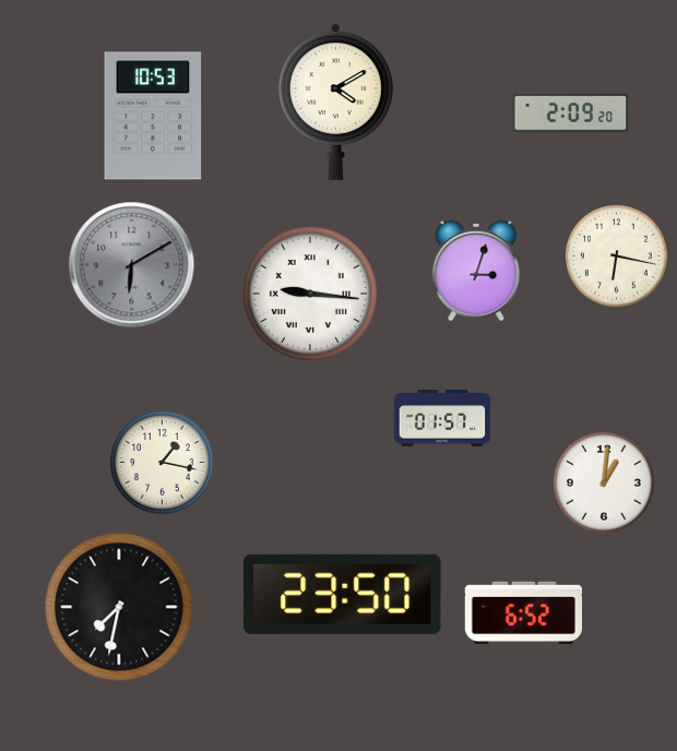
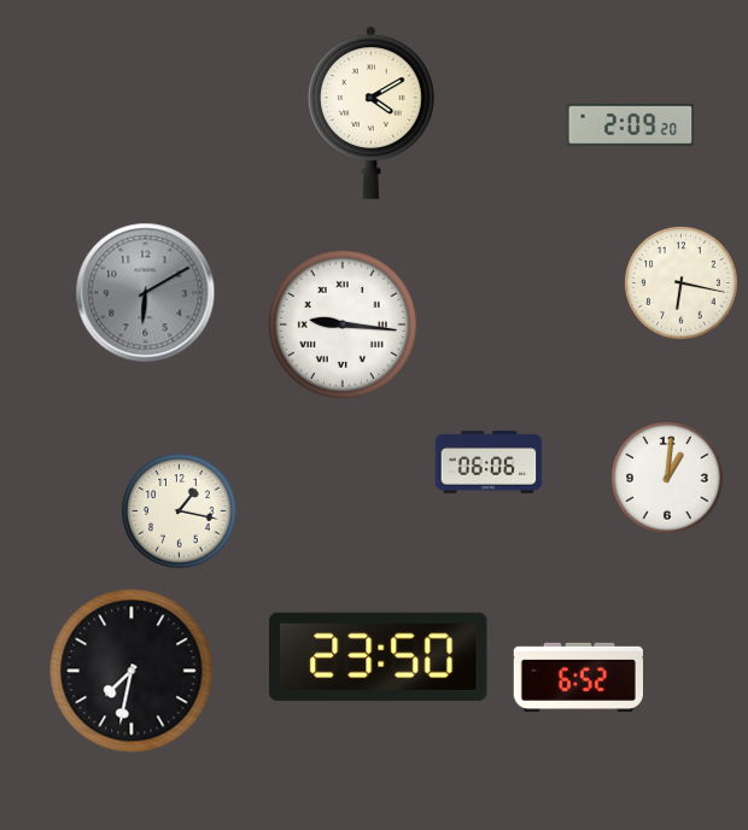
clock at (153, 116): 10:53 -> none
clock at (476, 271): 3:03 -> none
clock at (442, 418): 01:57 -> 06:06
clock at (604, 482) position: (604, 482) -> (667, 478)
